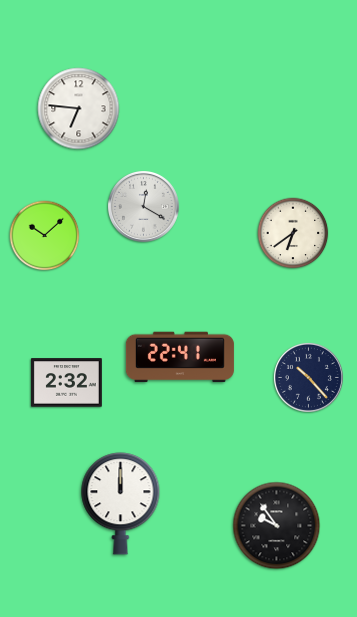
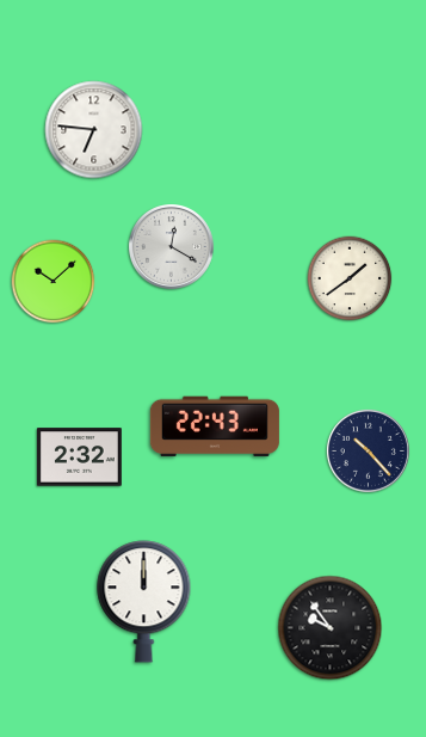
clock at (293, 233): 6:39 -> 1:39
clock at (180, 357): 22:41 -> 22:43
